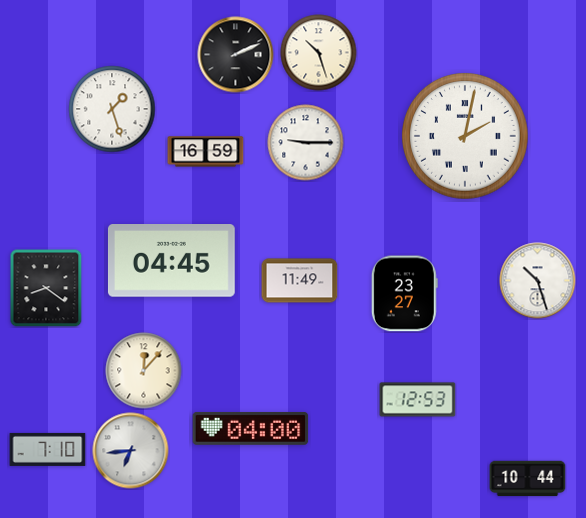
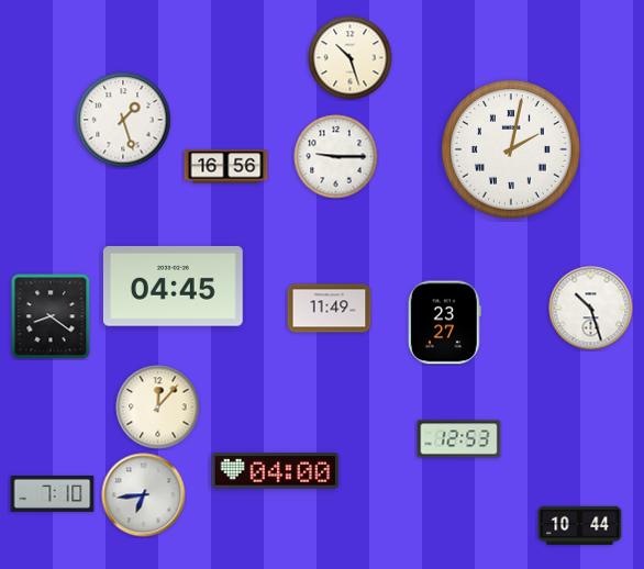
clock at (236, 55): 2:11 -> none
clock at (206, 152): 16:59 -> 16:56
clock at (171, 261) position: (171, 261) -> (173, 287)
